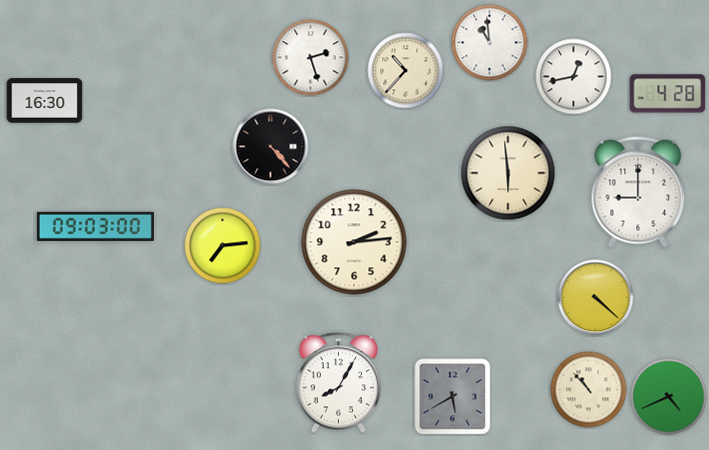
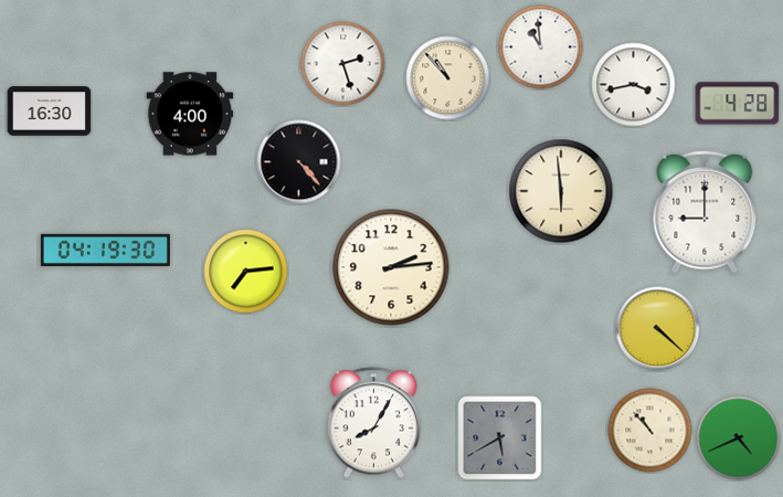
clock at (406, 71): 10:37 -> 10:53
clock at (574, 77): 12:43 -> 3:43
clock at (190, 114): none -> 4:00
clock at (95, 226): 09:03 -> 04:19
